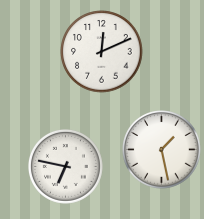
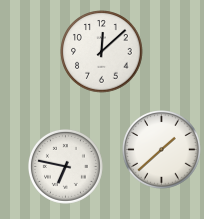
clock at (102, 52): 12:11 -> 12:08
clock at (162, 150): 1:28 -> 1:38
